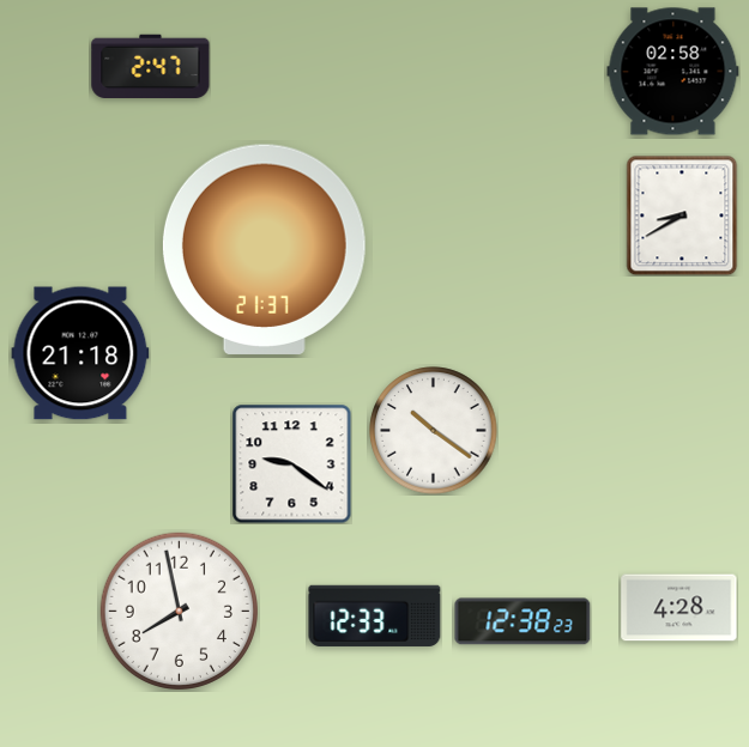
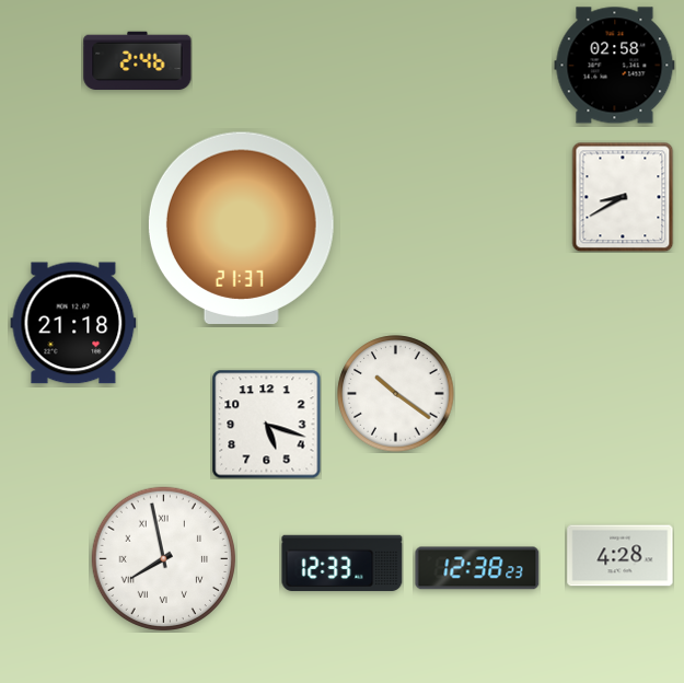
clock at (151, 66): 2:47 -> 2:46
clock at (292, 464): 9:21 -> 5:18
clock at (179, 611) numerals: Arabic -> Roman
